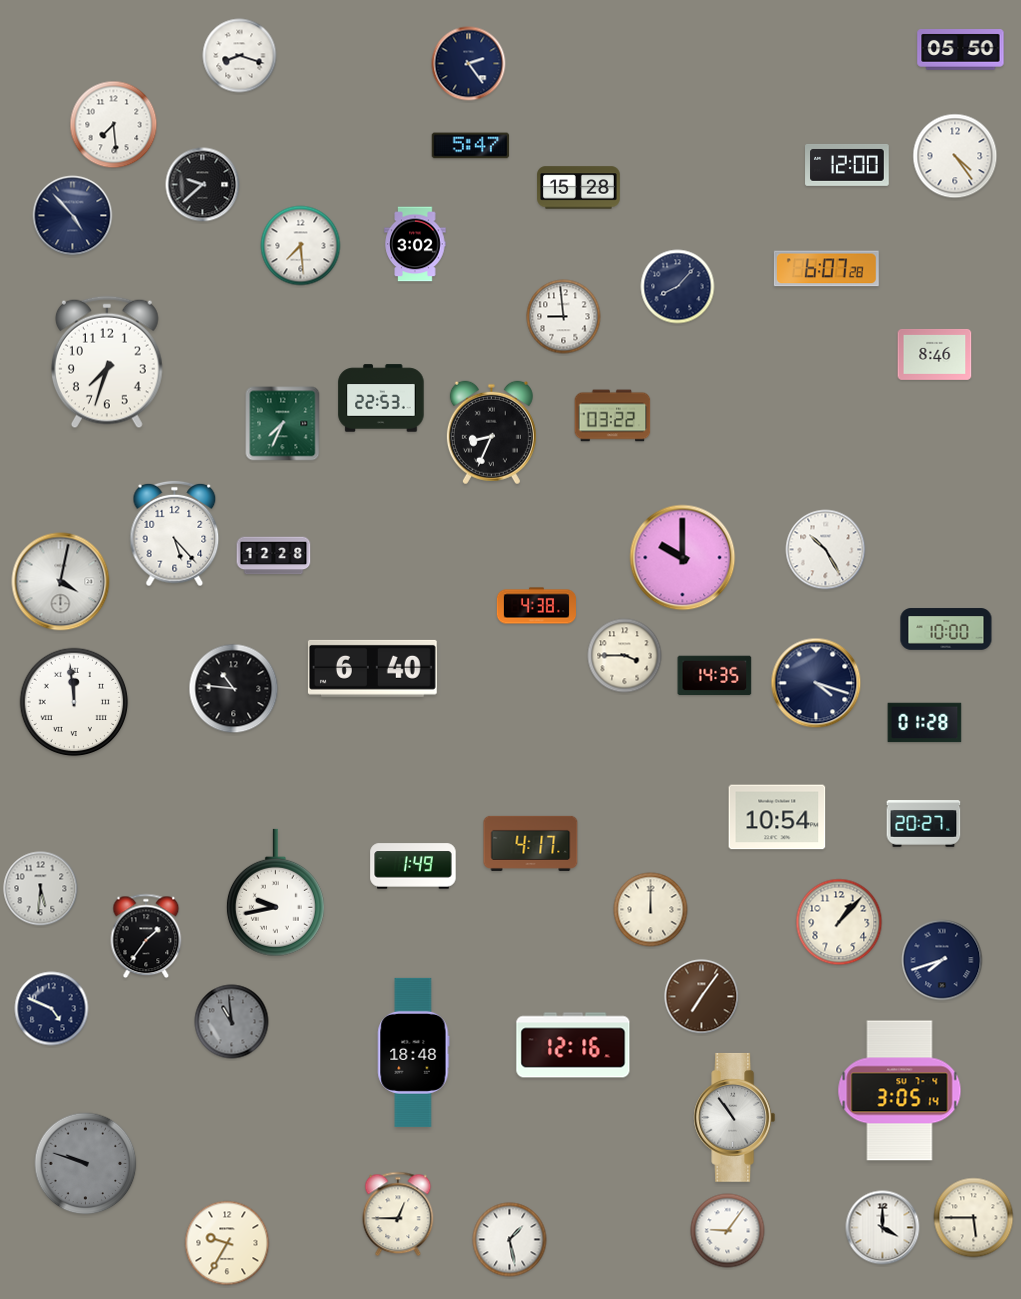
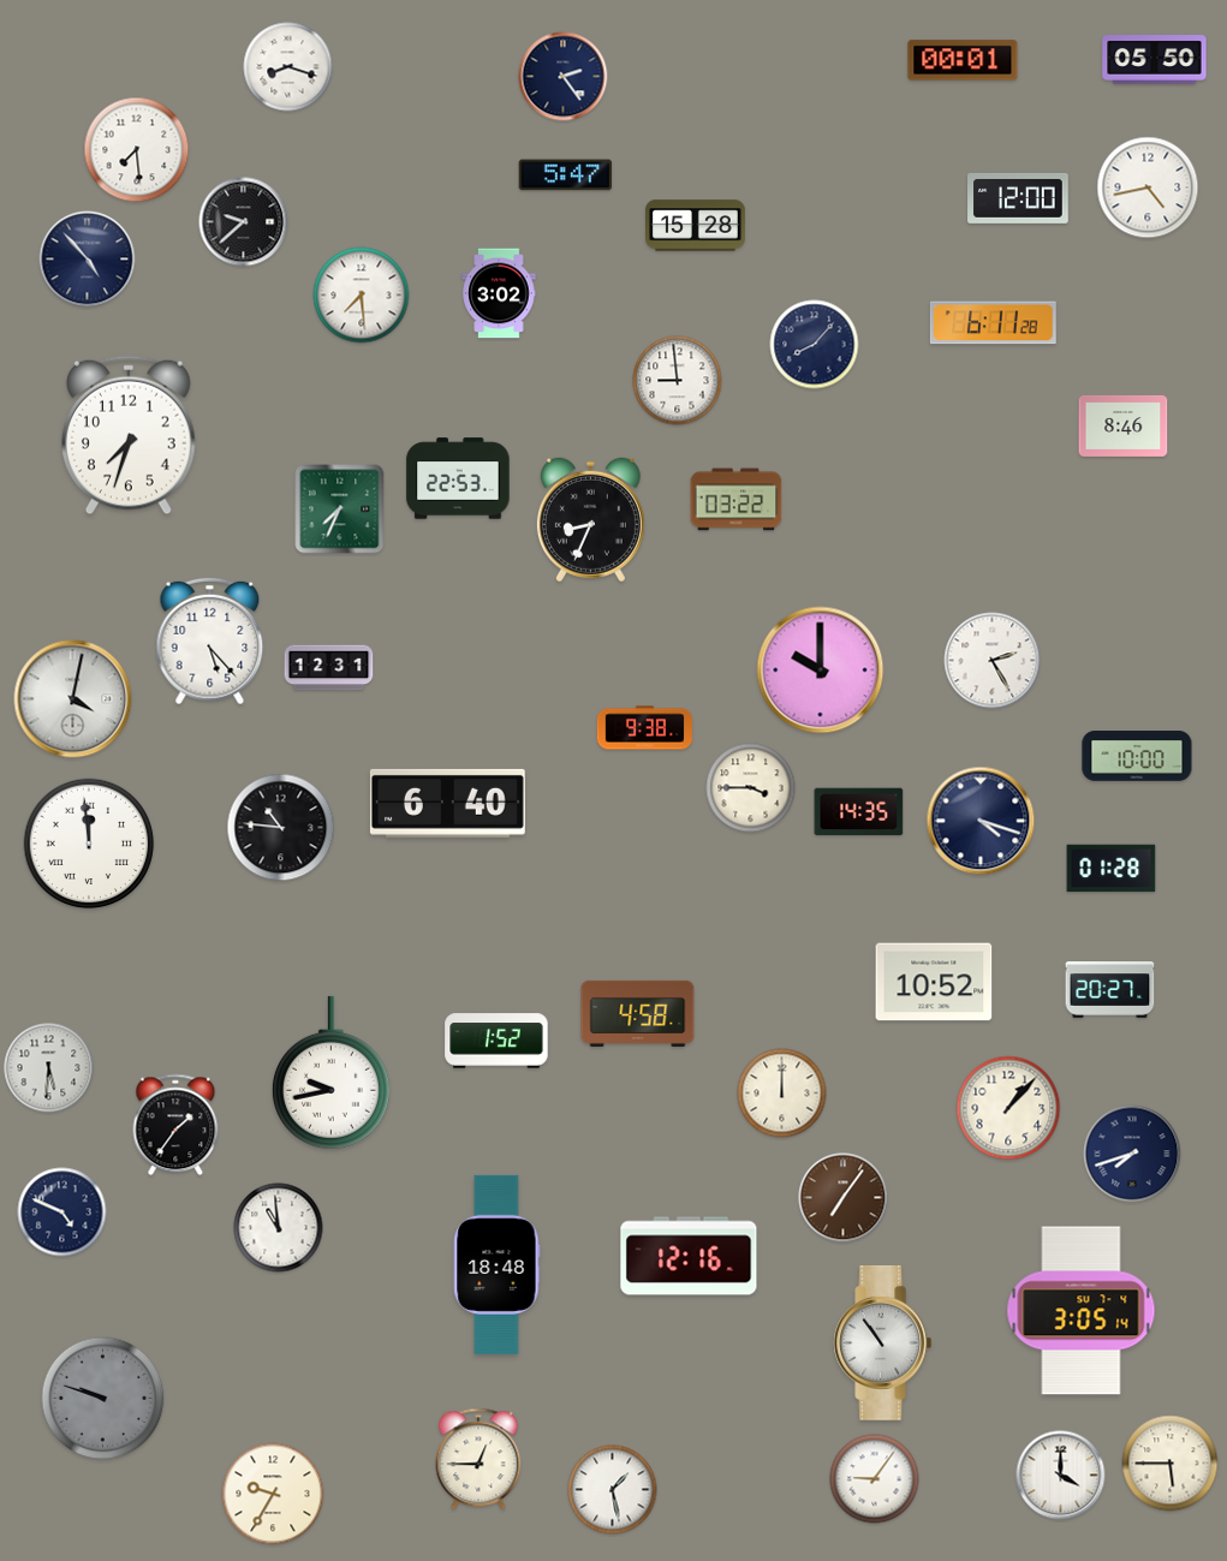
clock at (963, 60): none -> 00:01
clock at (955, 156): 4:24 -> 4:43
clock at (826, 269): 6:07 -> 6:11
clock at (826, 550): 10:25 -> 2:25
clock at (274, 556): 12:28 -> 12:31
clock at (536, 606): 4:38 -> 9:38
clock at (777, 817): 10:54 -> 10:52
clock at (531, 843): 4:17 -> 4:58
clock at (413, 866): 1:49 -> 1:52
clock at (232, 1022) dial: grey -> white
